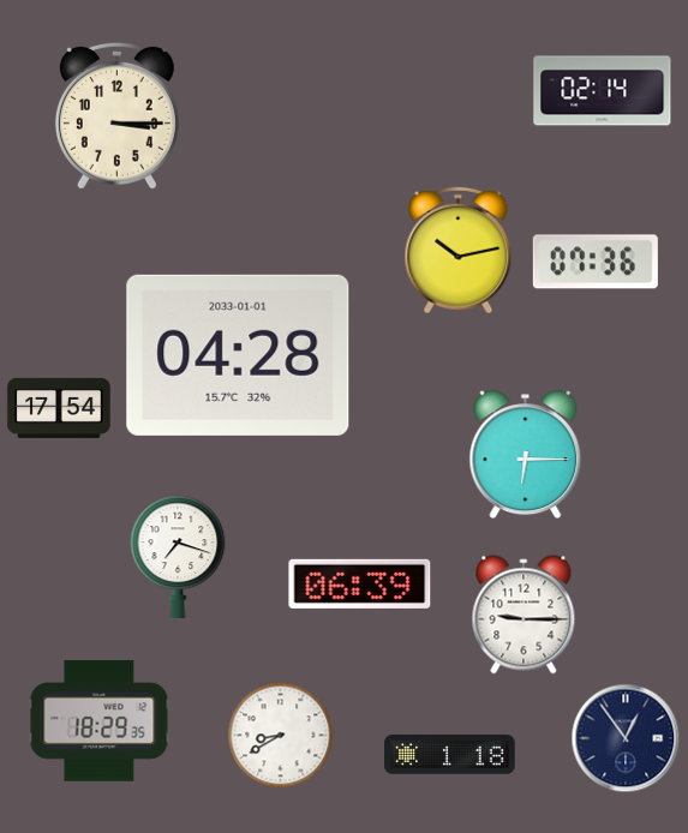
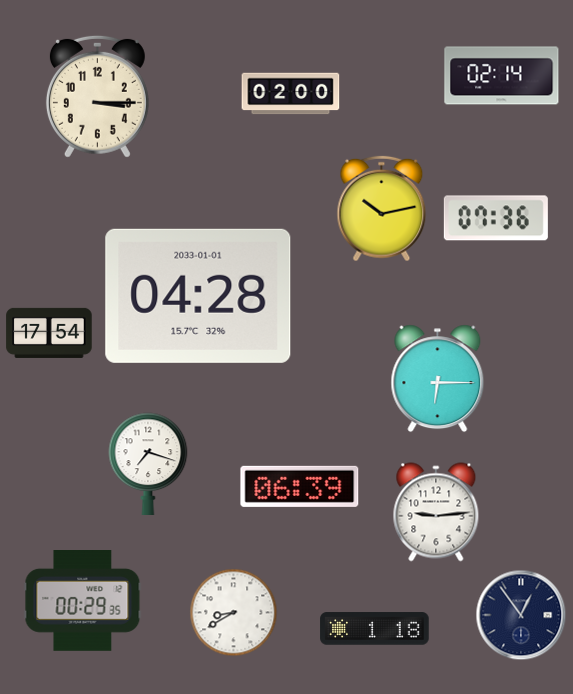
clock at (291, 94): none -> 02:00
clock at (59, 408) position: (59, 408) -> (49, 333)
clock at (524, 615): 9:15 -> 9:14
clock at (100, 721): 18:29 -> 00:29
